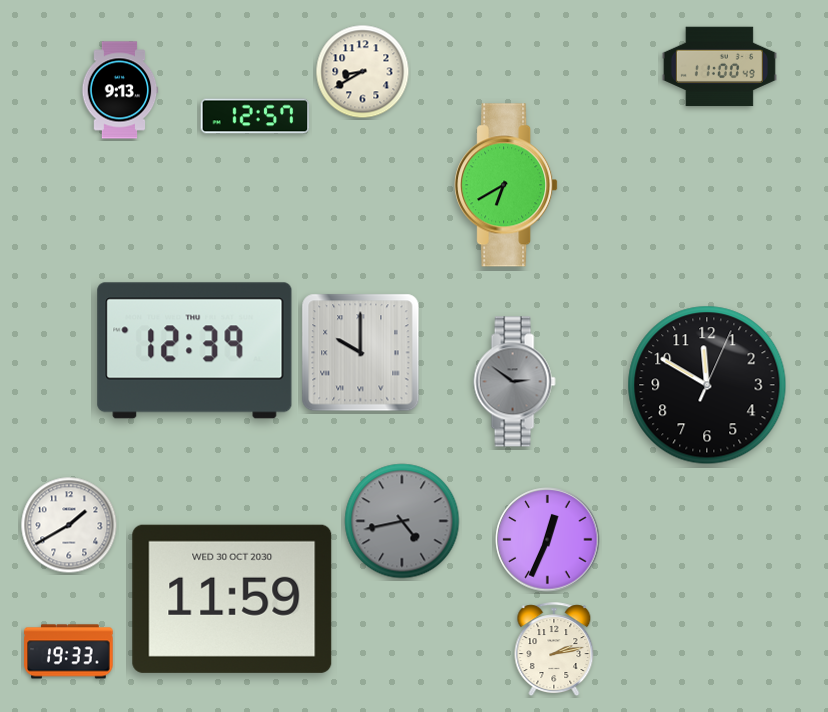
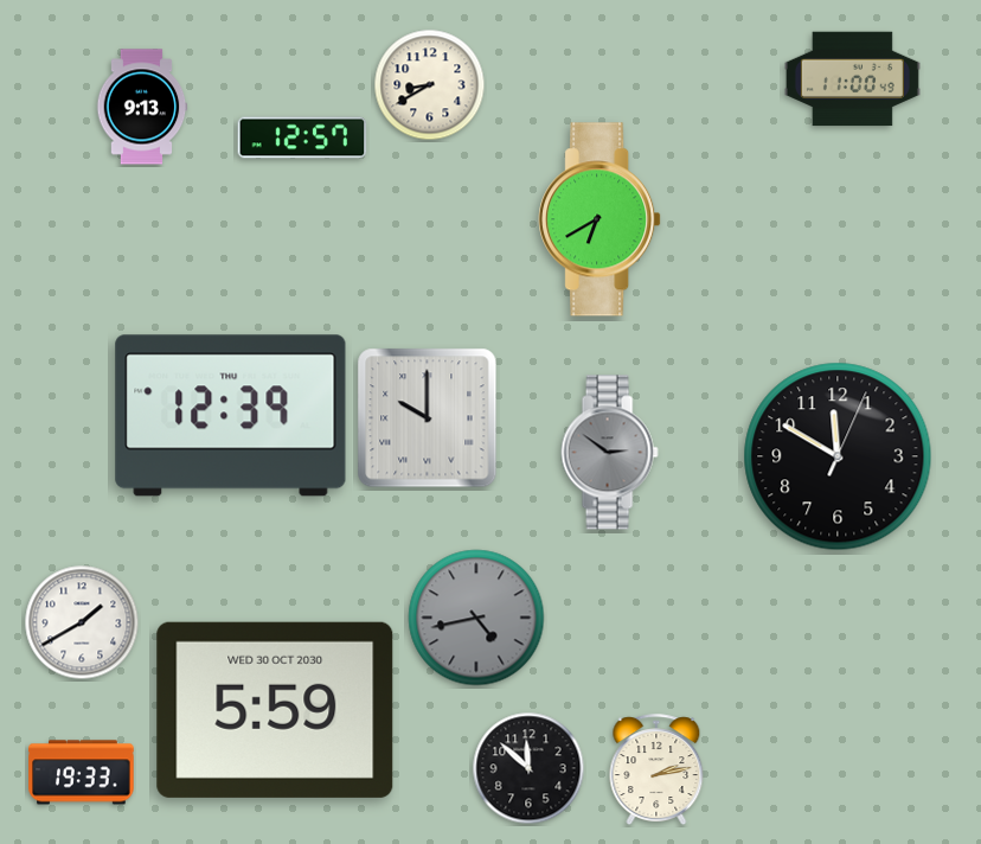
clock at (548, 540): 12:34 -> none
clock at (232, 599): 11:59 -> 5:59
clock at (528, 768): none -> 11:52
